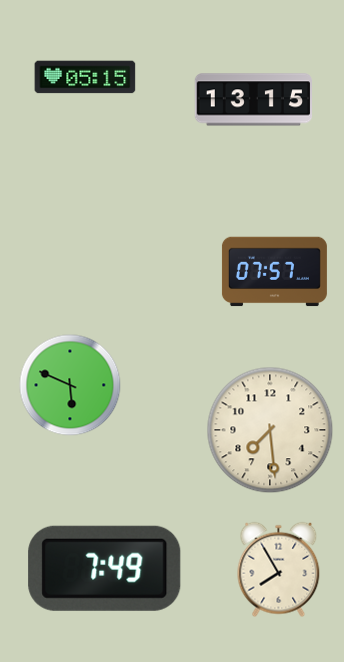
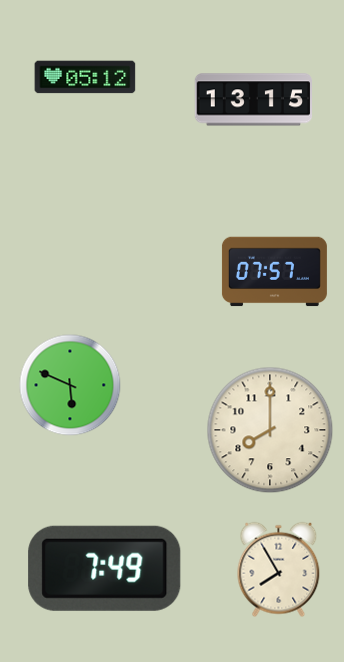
clock at (85, 77): 05:15 -> 05:12
clock at (270, 430): 7:29 -> 8:00
